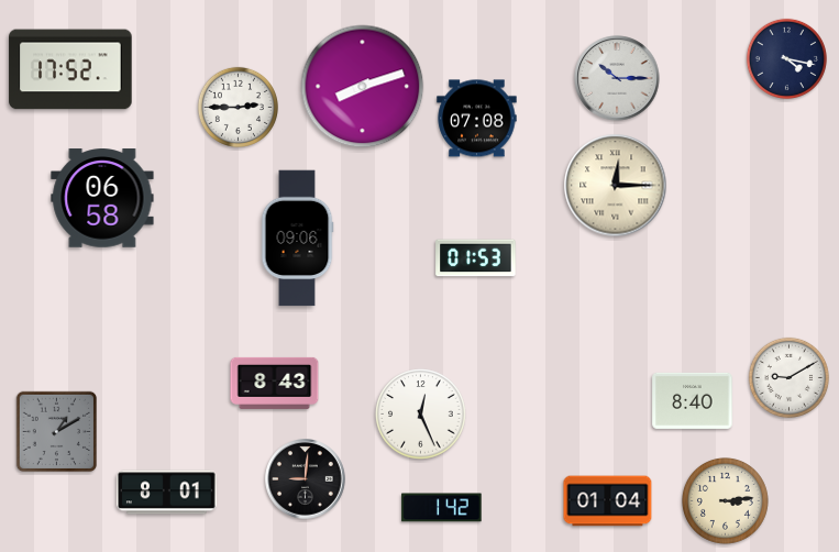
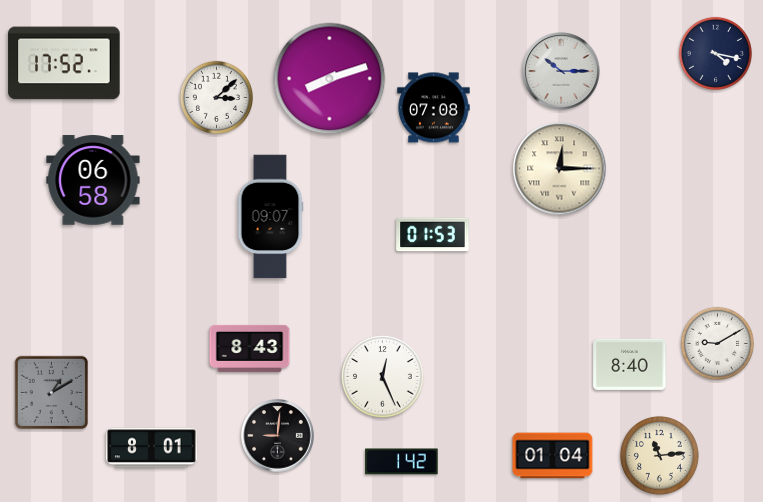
clock at (238, 107): 2:45 -> 3:08
clock at (297, 239): 09:06 -> 09:07
clock at (725, 500): 3:14 -> 11:14
